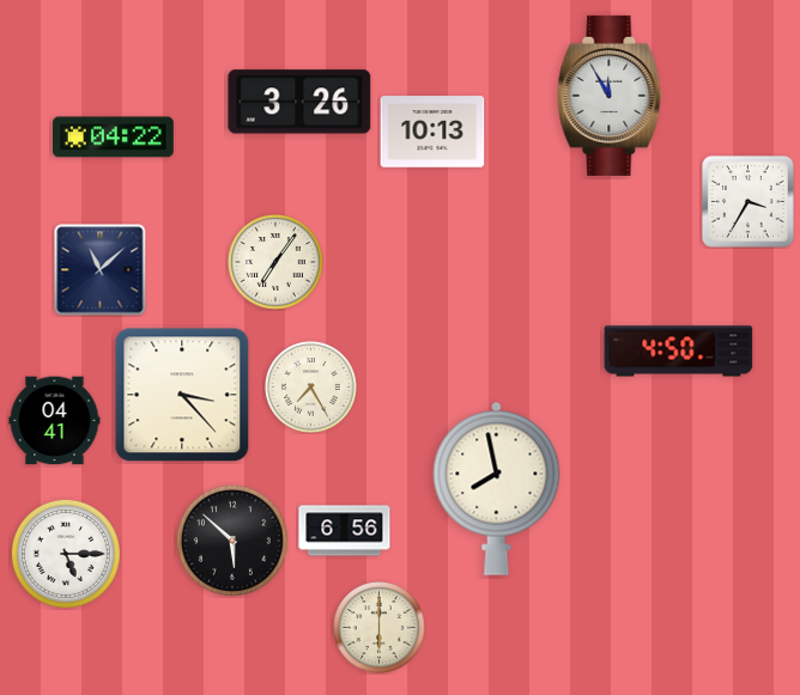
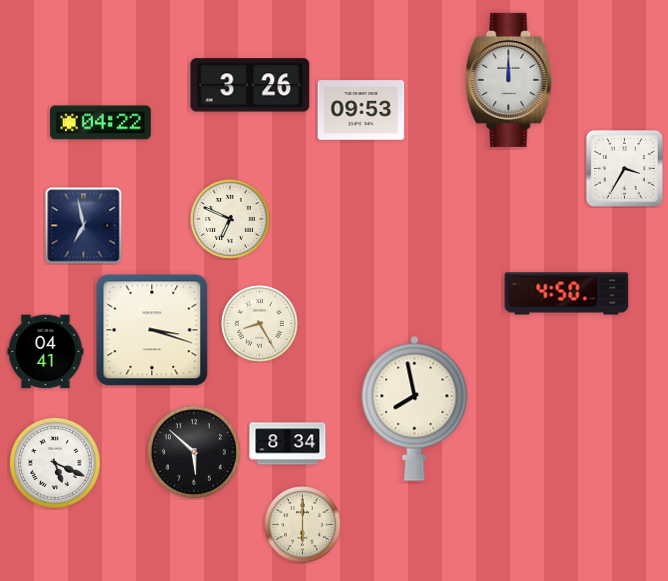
clock at (610, 96): 11:55 -> 12:00
clock at (432, 132): 10:13 -> 09:53
clock at (114, 138) position: (114, 138) -> (101, 123)
clock at (277, 263): 7:06 -> 6:49
clock at (101, 270): 11:08 -> 6:58
clock at (311, 388): 7:25 -> 8:25
clock at (182, 395): 3:23 -> 3:18
clock at (345, 531): 6:56 -> 8:34
clock at (66, 554): 5:15 -> 5:19
clock at (380, 628) position: (380, 628) -> (303, 525)
